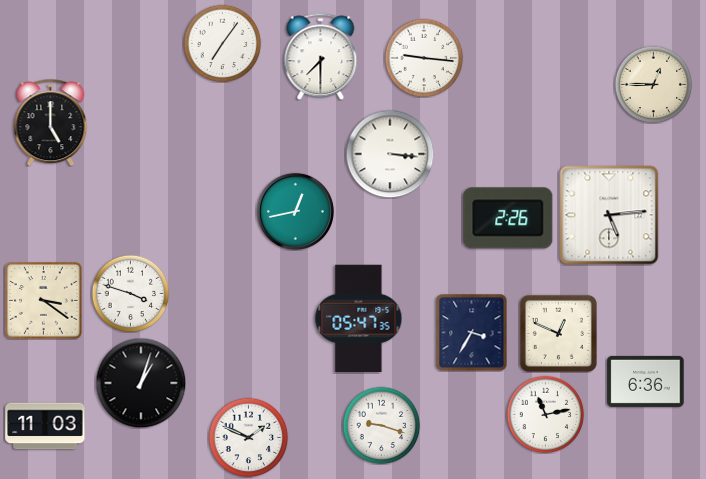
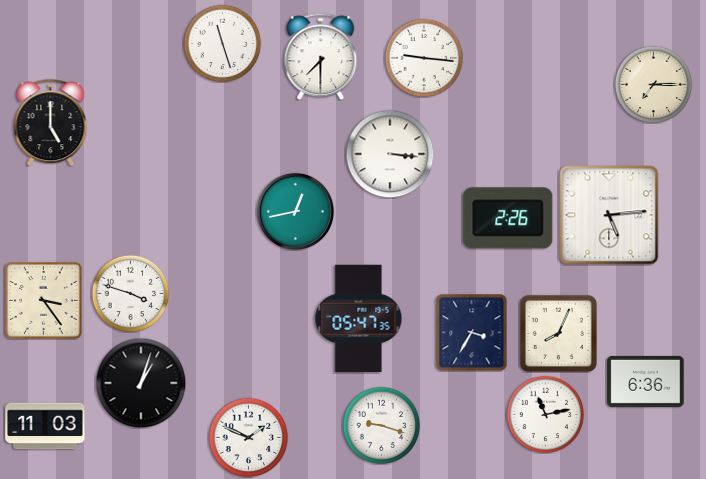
clock at (222, 43): 7:06 -> 11:27
clock at (653, 84): 12:45 -> 7:15
clock at (44, 301): 3:21 -> 3:24
clock at (558, 333): 12:49 -> 8:04
